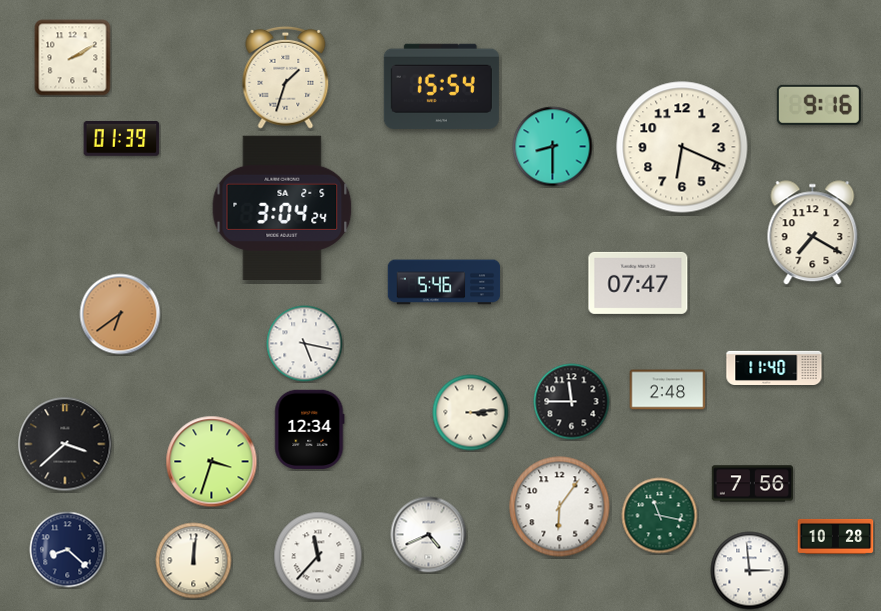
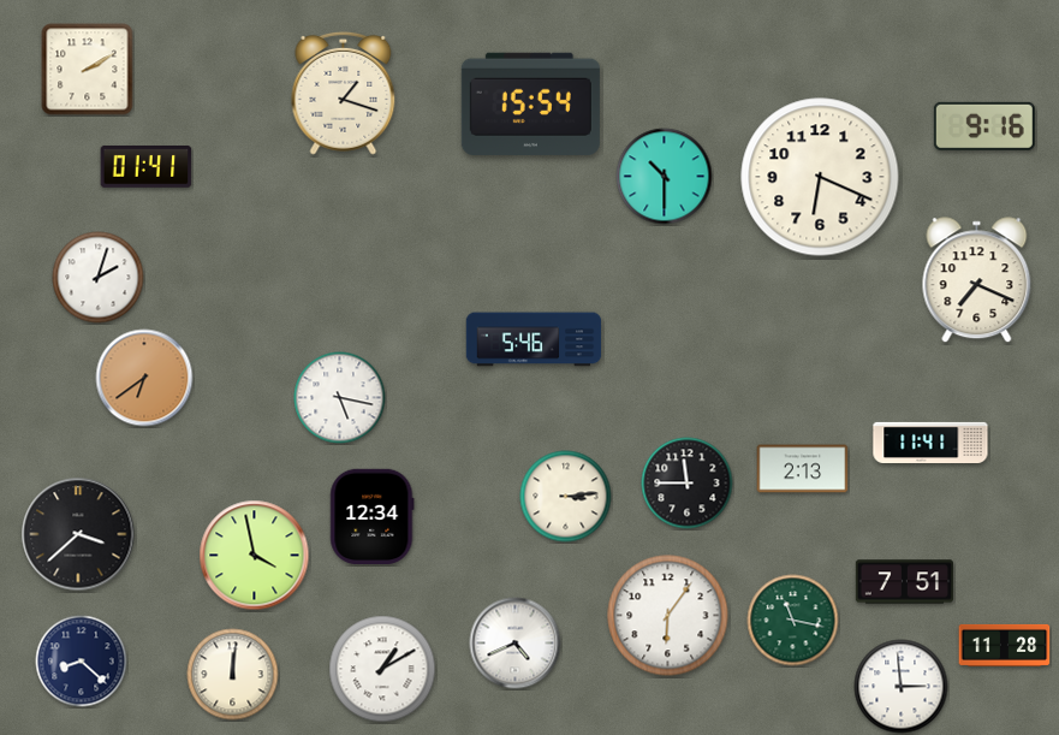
clock at (286, 77): 1:33 -> 1:18
clock at (122, 139): 01:39 -> 01:41
clock at (553, 147): 8:30 -> 10:30
clock at (282, 207): 3:04 -> none
clock at (99, 278): none -> 2:03
clock at (813, 233): 7:20 -> 7:19
clock at (638, 283): 07:47 -> none
clock at (305, 344) position: (305, 344) -> (340, 398)
clock at (774, 367): 11:40 -> 11:41
clock at (668, 390): 2:48 -> 2:13
clock at (212, 462): 3:33 -> 3:58
clock at (752, 484): 7:56 -> 7:51
clock at (560, 507) position: (560, 507) -> (668, 616)
clock at (836, 536): 10:28 -> 11:28
clock at (318, 556): 11:37 -> 1:10
